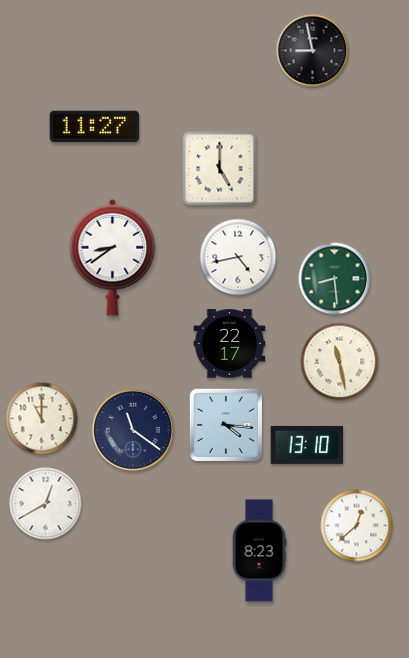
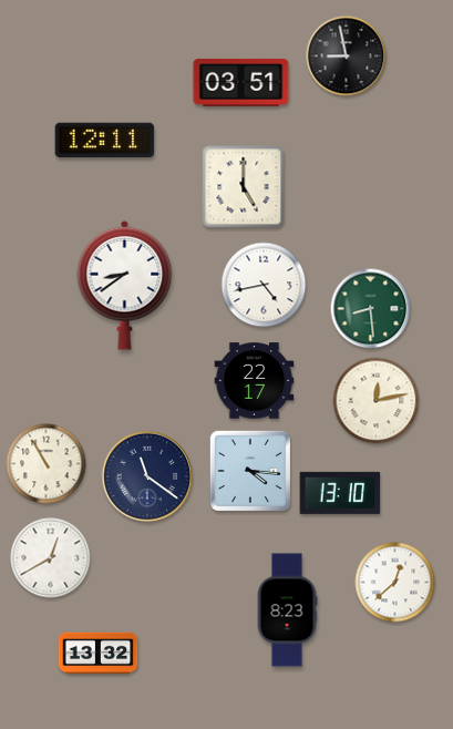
clock at (241, 82): none -> 03:51
clock at (95, 127): 11:27 -> 12:11
clock at (340, 362): 11:28 -> 12:13
clock at (42, 419): 11:00 -> 10:55
clock at (99, 654): none -> 13:32
